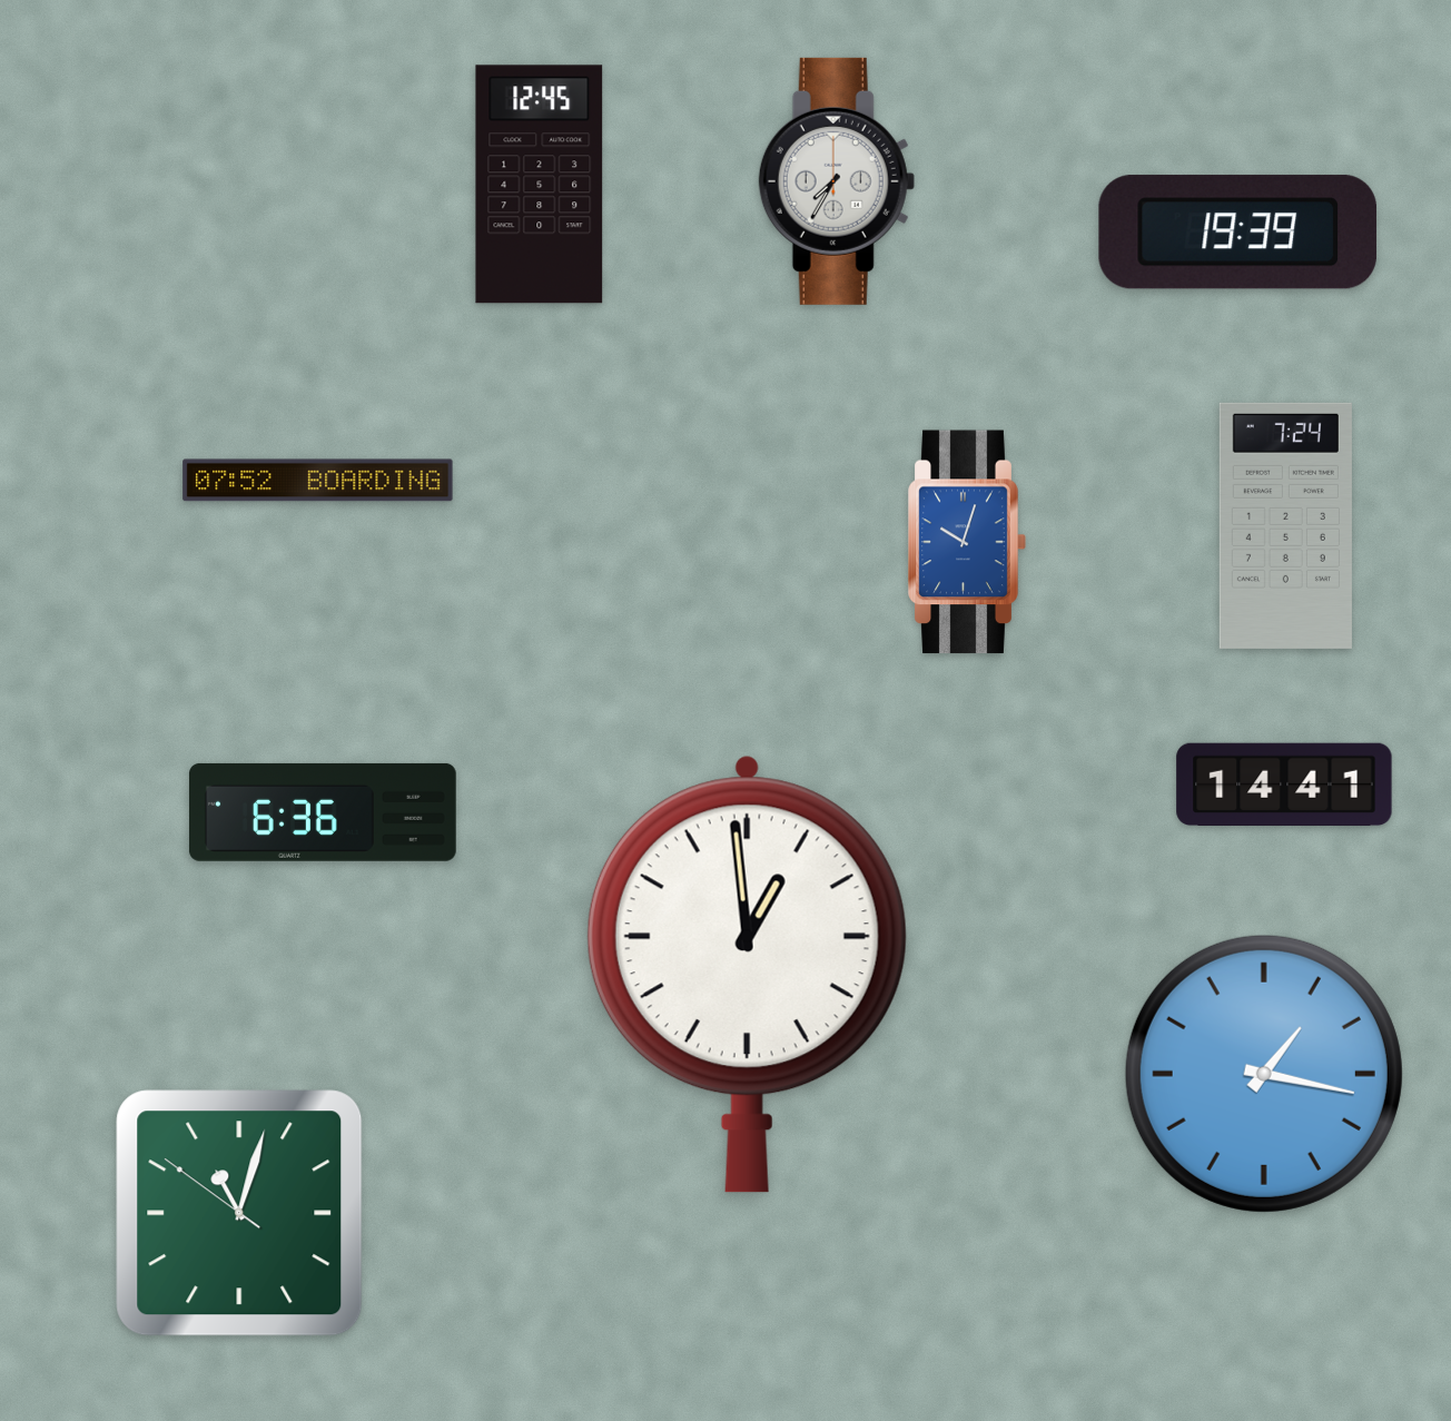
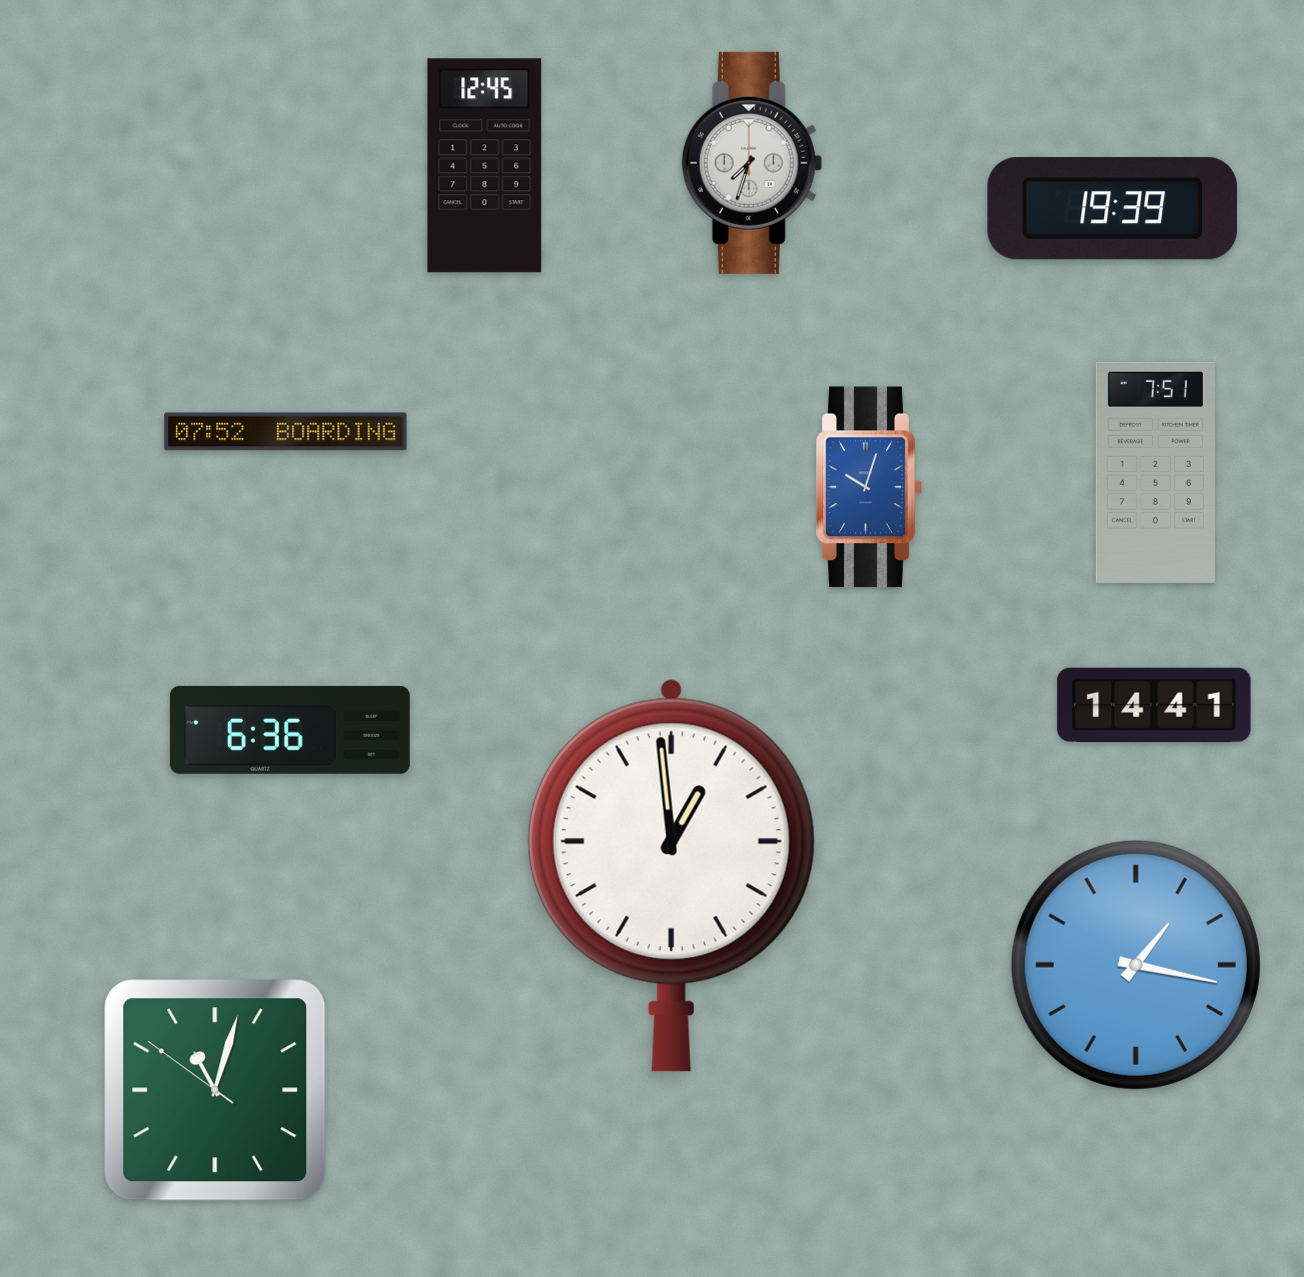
clock at (837, 181): 7:35 -> 7:33
clock at (1285, 525): 7:24 -> 7:51
